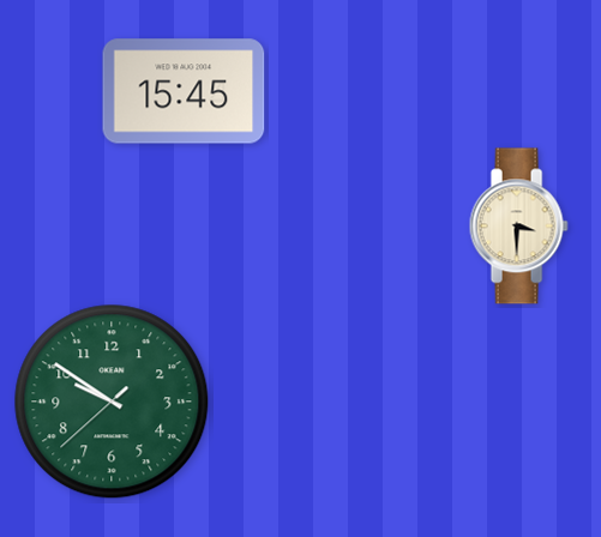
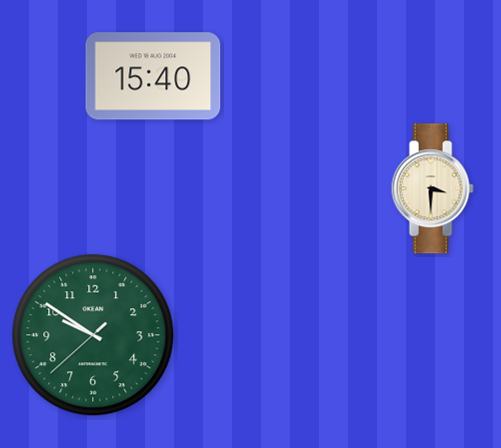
clock at (184, 91): 15:45 -> 15:40
